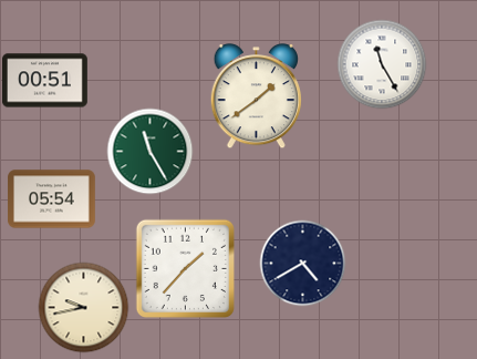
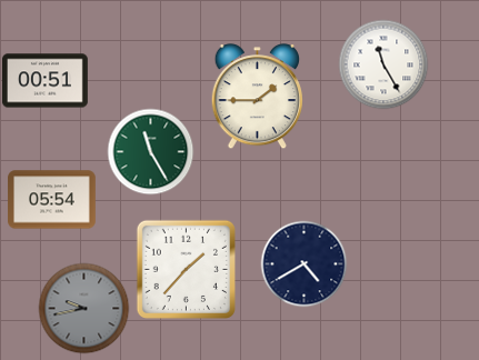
clock at (256, 96): 1:39 -> 1:45
clock at (83, 307) dial: cream -> grey
